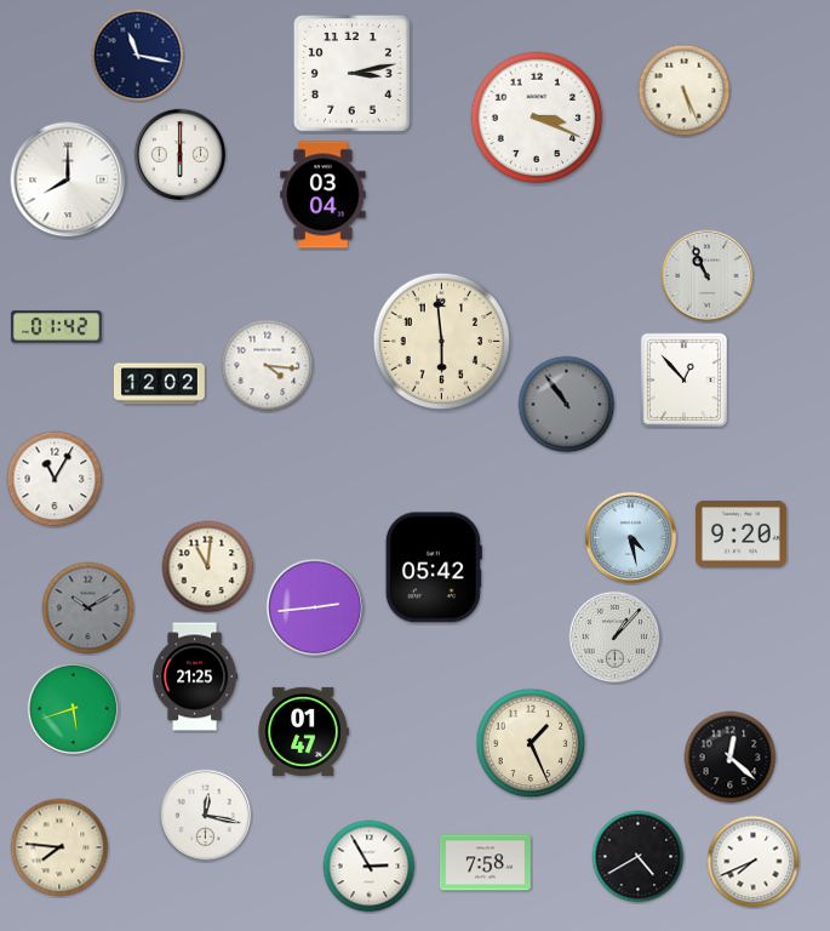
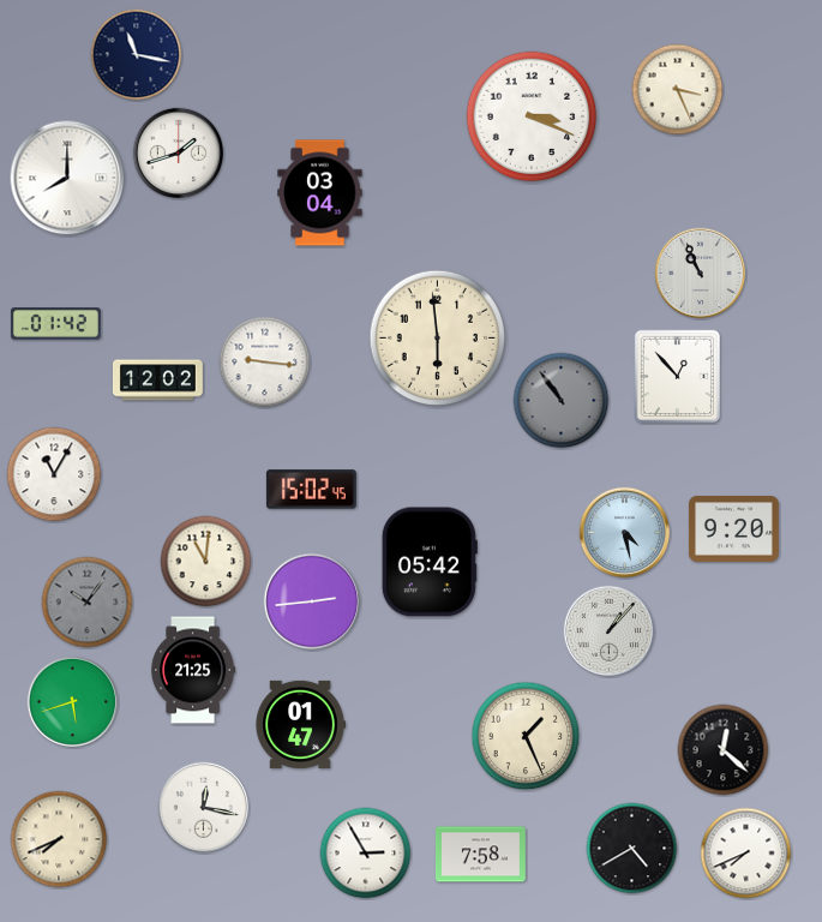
clock at (353, 74): 3:13 -> none
clock at (685, 91): 5:26 -> 3:26
clock at (181, 155): 6:00 -> 1:42
clock at (268, 366): 4:16 -> 9:16
clock at (311, 490): none -> 15:02
clock at (88, 609): 10:10 -> 10:06
clock at (59, 847): 7:46 -> 7:41
clock at (370, 867) position: (370, 867) -> (366, 854)
